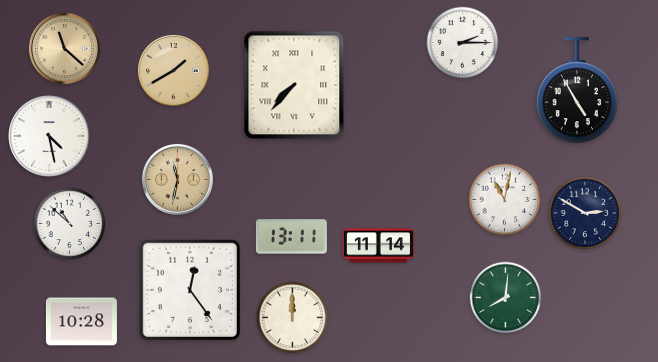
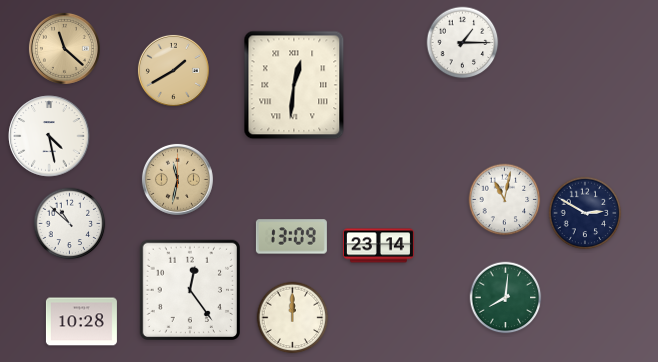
clock at (463, 43): 2:15 -> 1:15
clock at (294, 85): 7:37 -> 12:31
clock at (577, 91): 4:55 -> none
clock at (291, 237): 13:11 -> 13:09
clock at (378, 246): 11:14 -> 23:14
